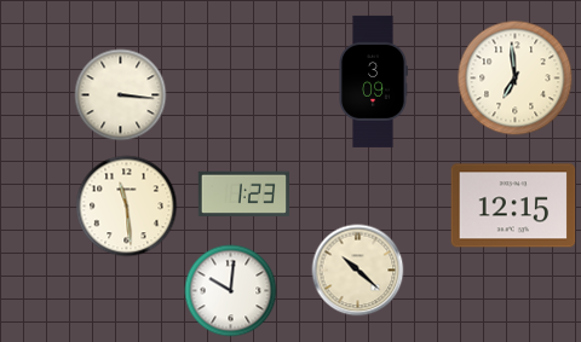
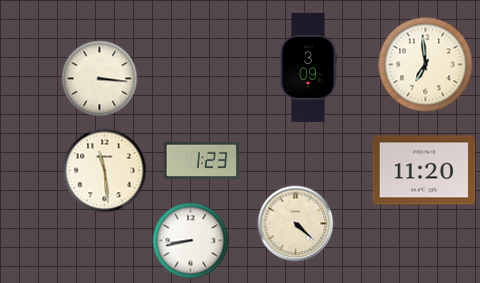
clock at (513, 205): 12:15 -> 11:20
clock at (358, 271): 10:22 -> 4:22
clock at (231, 291): 10:01 -> 8:43
